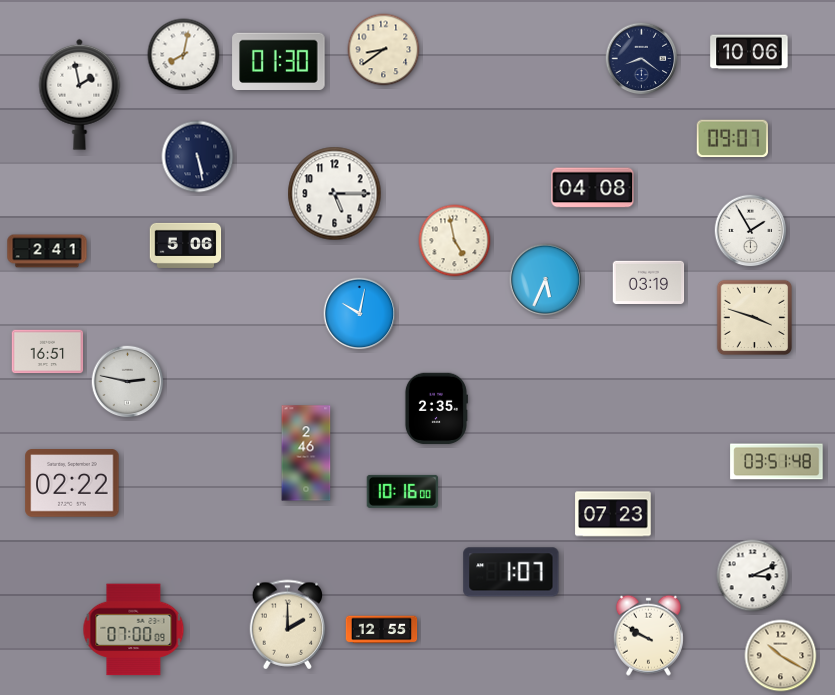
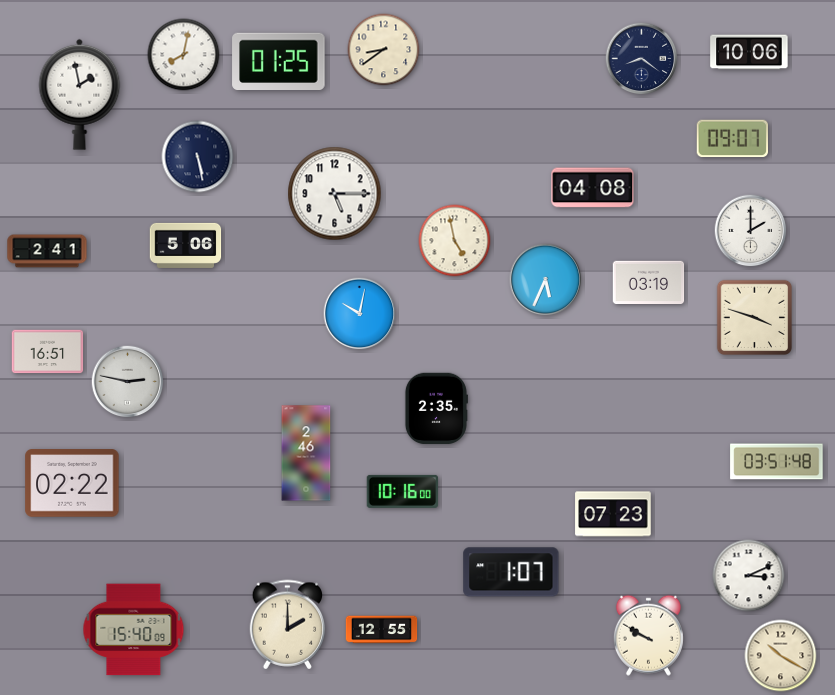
clock at (279, 61): 01:30 -> 01:25
clock at (751, 231): 1:55 -> 2:00
clock at (753, 576) position: (753, 576) -> (749, 576)
clock at (134, 630): 07:00 -> 15:40
